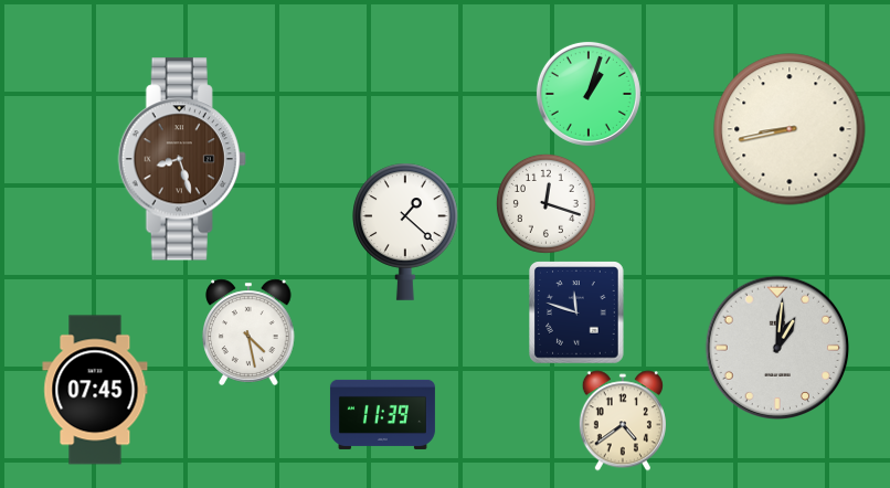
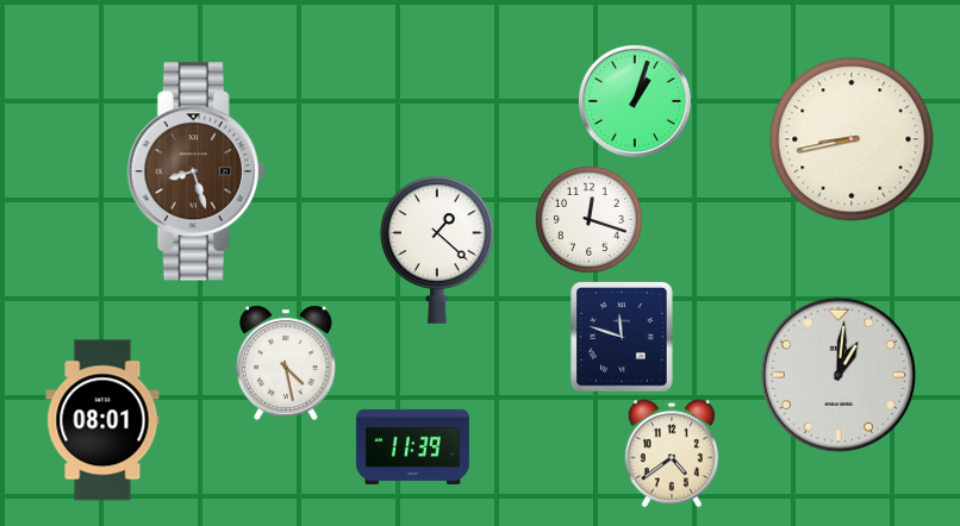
clock at (248, 332) position: (248, 332) -> (286, 363)
clock at (95, 390): 07:45 -> 08:01
